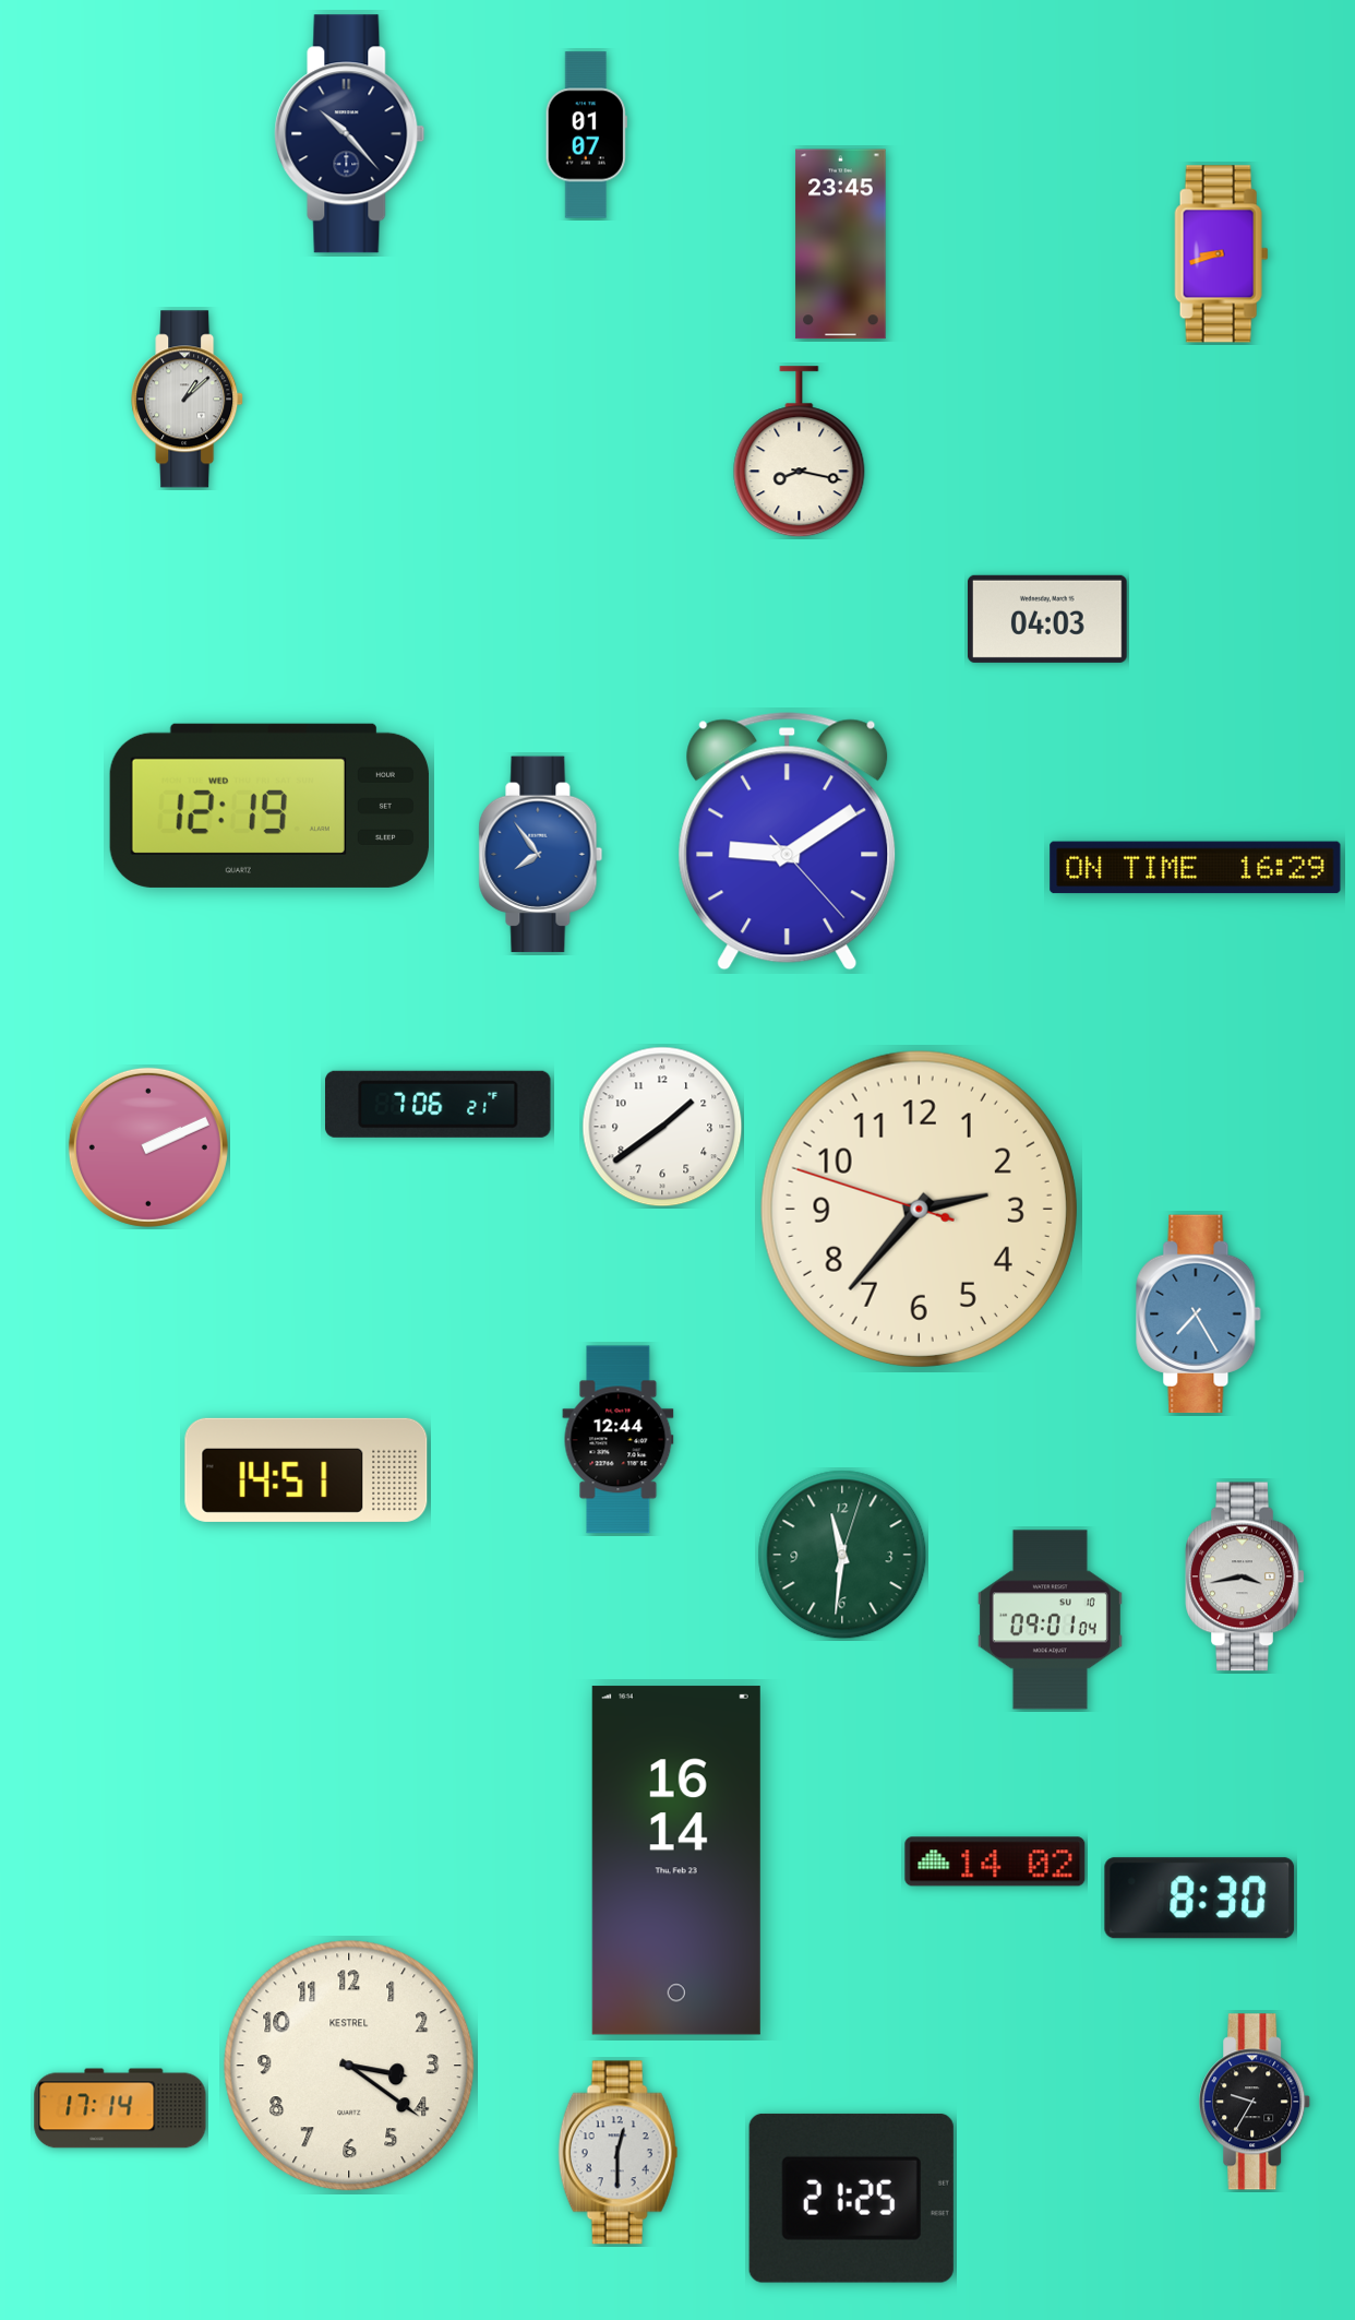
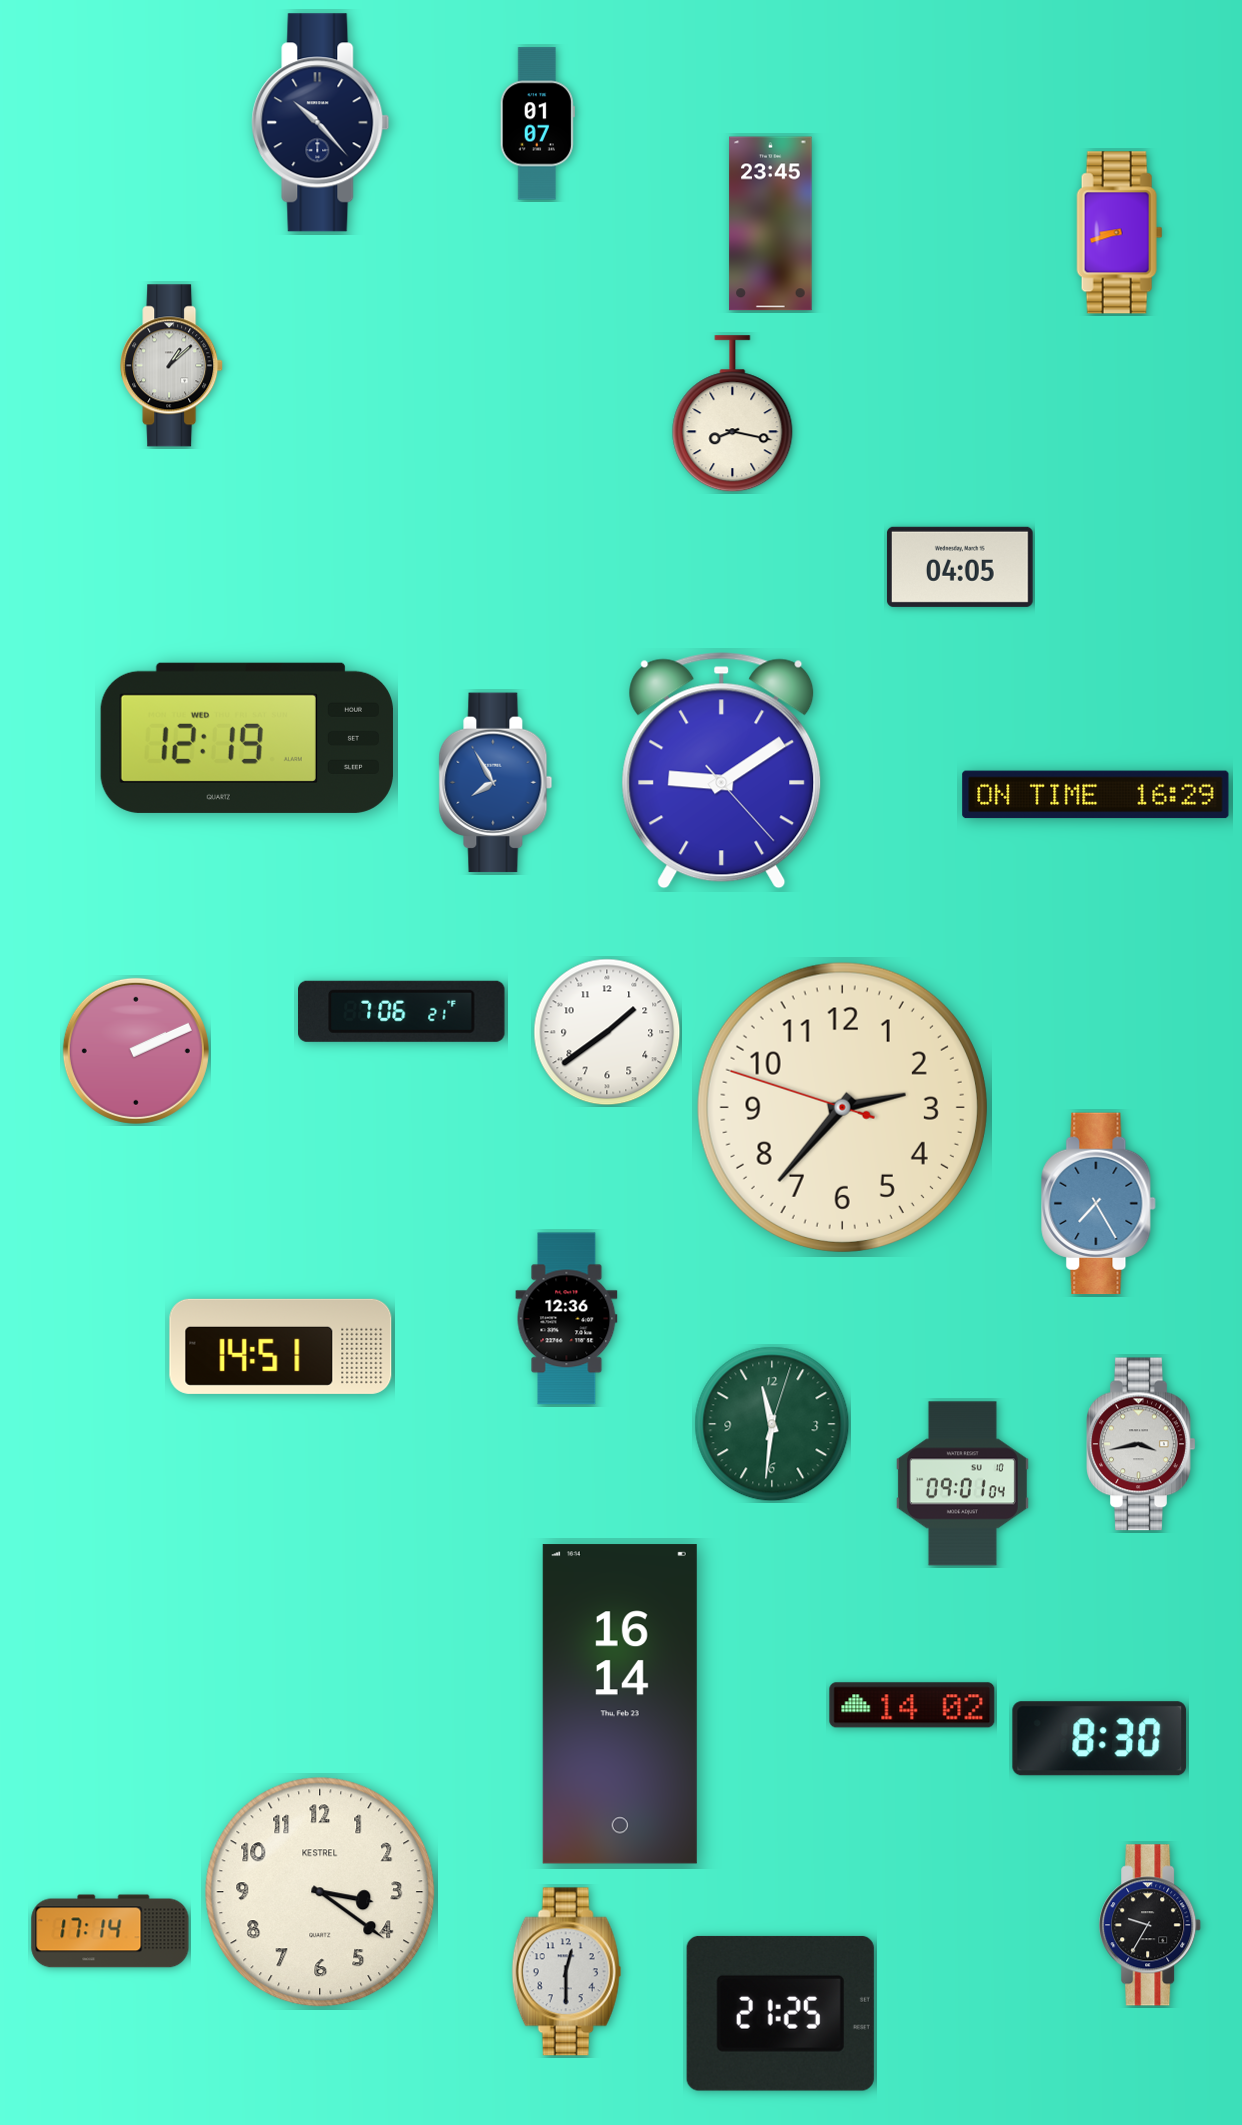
clock at (1047, 619): 04:03 -> 04:05
clock at (541, 855): 7:54 -> 7:55
clock at (619, 1440): 12:44 -> 12:36
